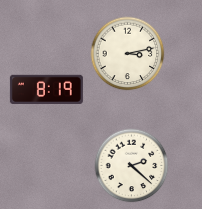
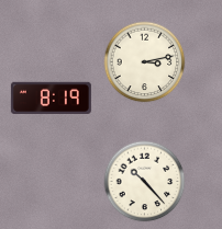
clock at (128, 54) position: (128, 54) -> (145, 62)
clock at (132, 166): 2:22 -> 10:23
